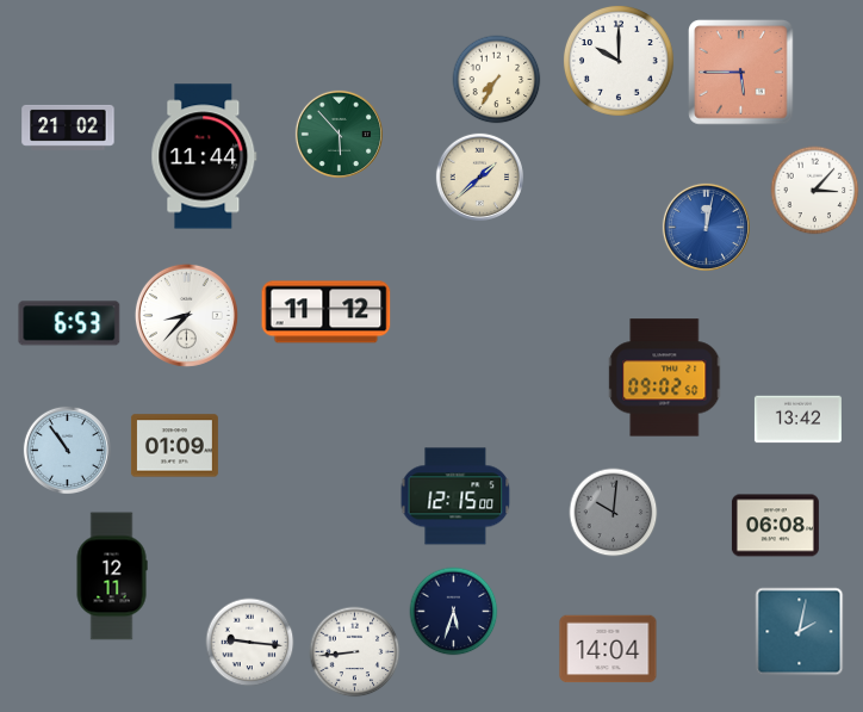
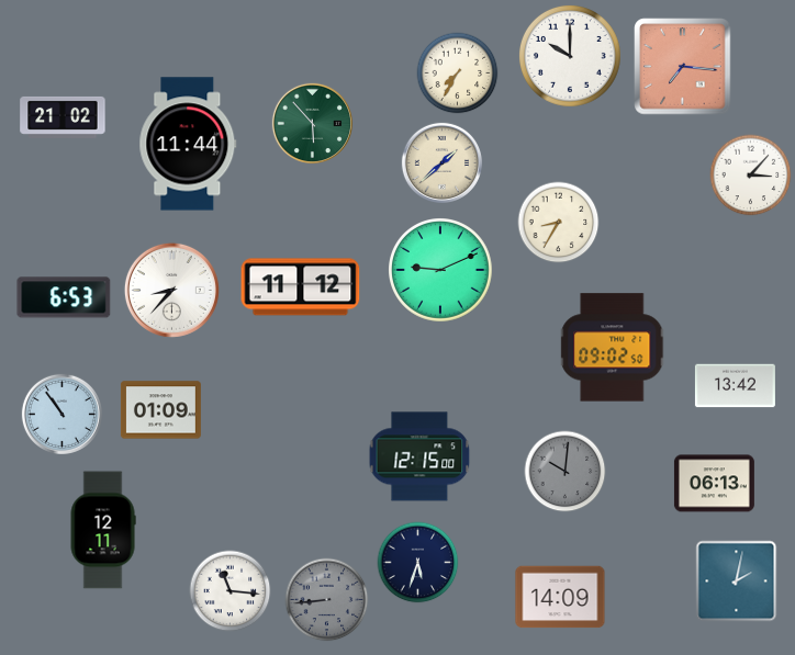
clock at (741, 73): 5:45 -> 7:16
clock at (706, 227): 12:02 -> none
clock at (559, 223): none -> 8:35
clock at (441, 271): none -> 9:11
clock at (775, 526): 06:08 -> 06:13
clock at (250, 643): 9:16 -> 11:16
clock at (608, 649): 14:04 -> 14:09
clock at (355, 652) dial: white -> grey
